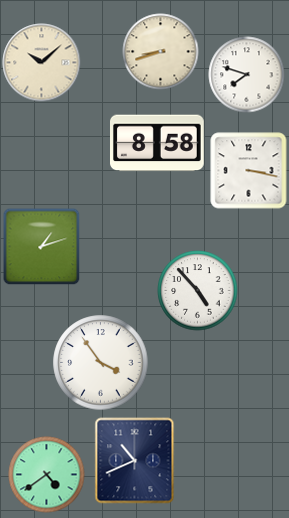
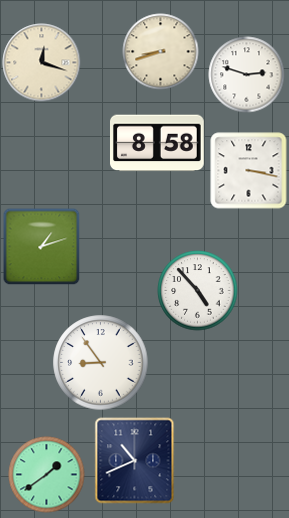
clock at (42, 63): 10:08 -> 12:18
clock at (247, 75): 7:48 -> 2:48
clock at (101, 363): 3:54 -> 8:54
clock at (47, 475): 4:39 -> 1:39
